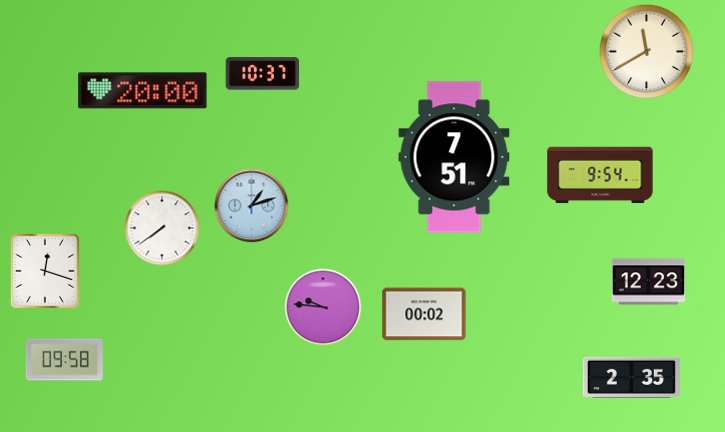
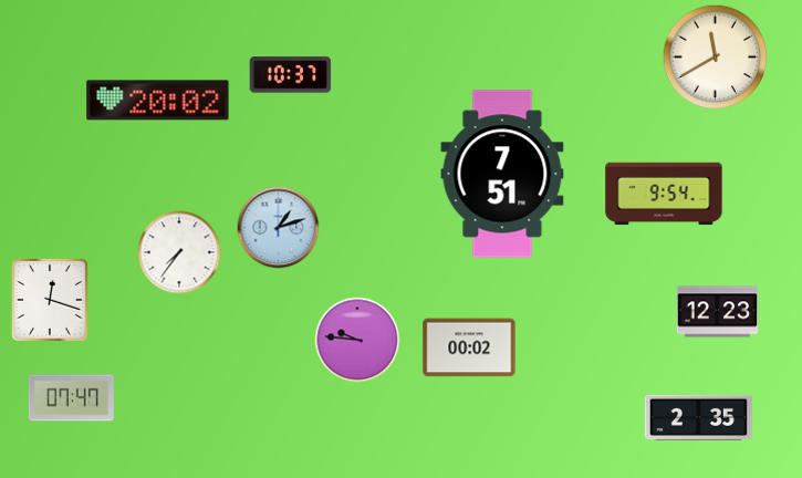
clock at (263, 74) position: (263, 74) -> (291, 75)
clock at (143, 91): 20:00 -> 20:02
clock at (162, 228): 7:39 -> 7:36
clock at (64, 360): 09:58 -> 07:47
